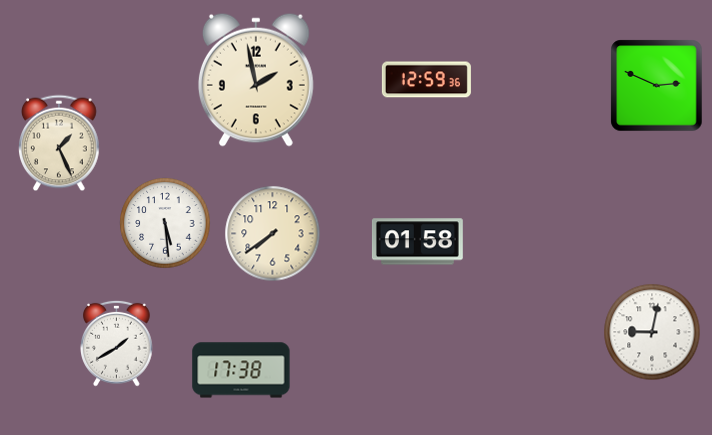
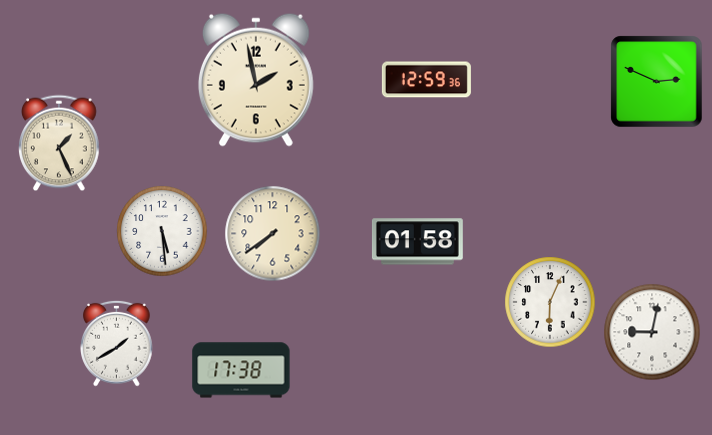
clock at (657, 86) position: (657, 86) -> (657, 82)
clock at (165, 223) position: (165, 223) -> (162, 231)
clock at (550, 302): none -> 6:04
